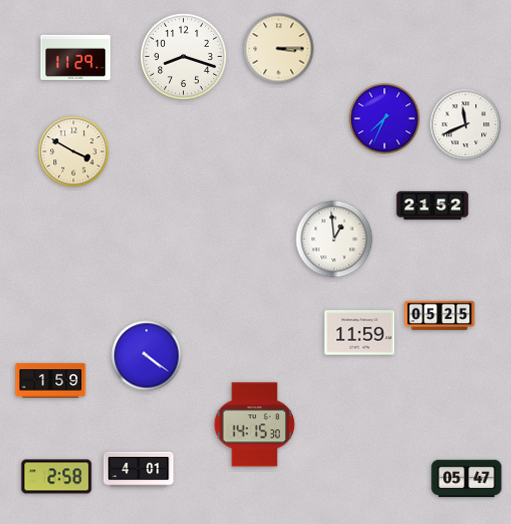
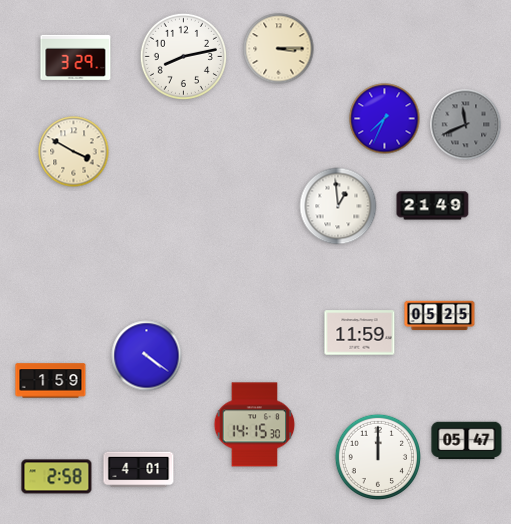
clock at (183, 56): 8:18 -> 8:13
clock at (76, 57): 11:29 -> 3:29
clock at (466, 125) dial: white -> grey
clock at (433, 206): 21:52 -> 21:49
clock at (334, 239) position: (334, 239) -> (338, 206)
clock at (377, 456): none -> 12:00
clock at (467, 479) position: (467, 479) -> (467, 441)
